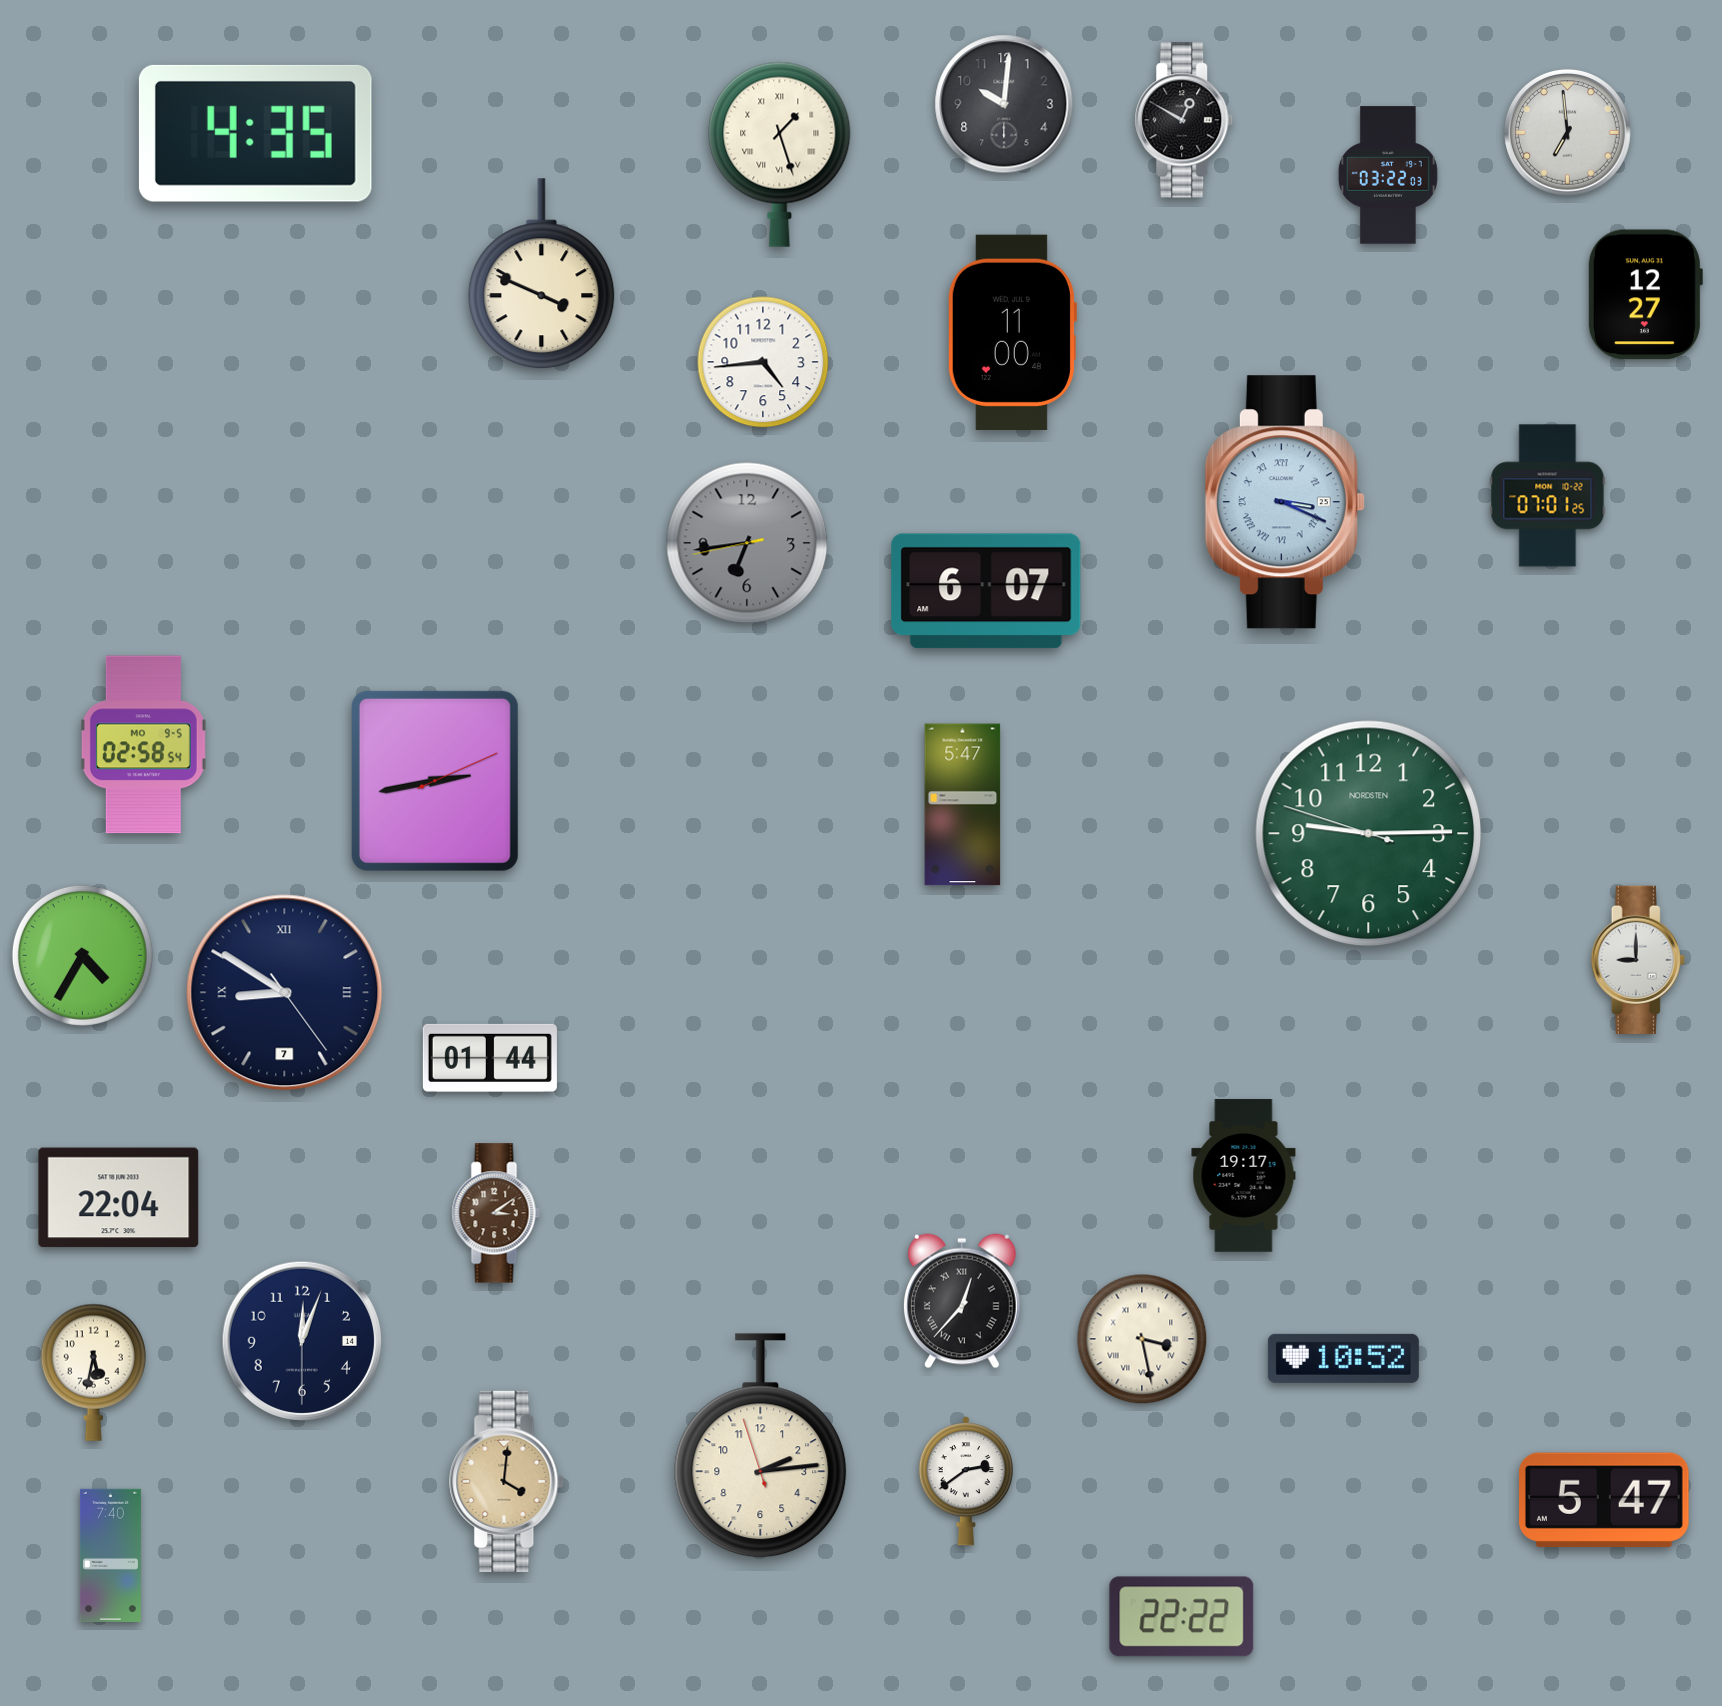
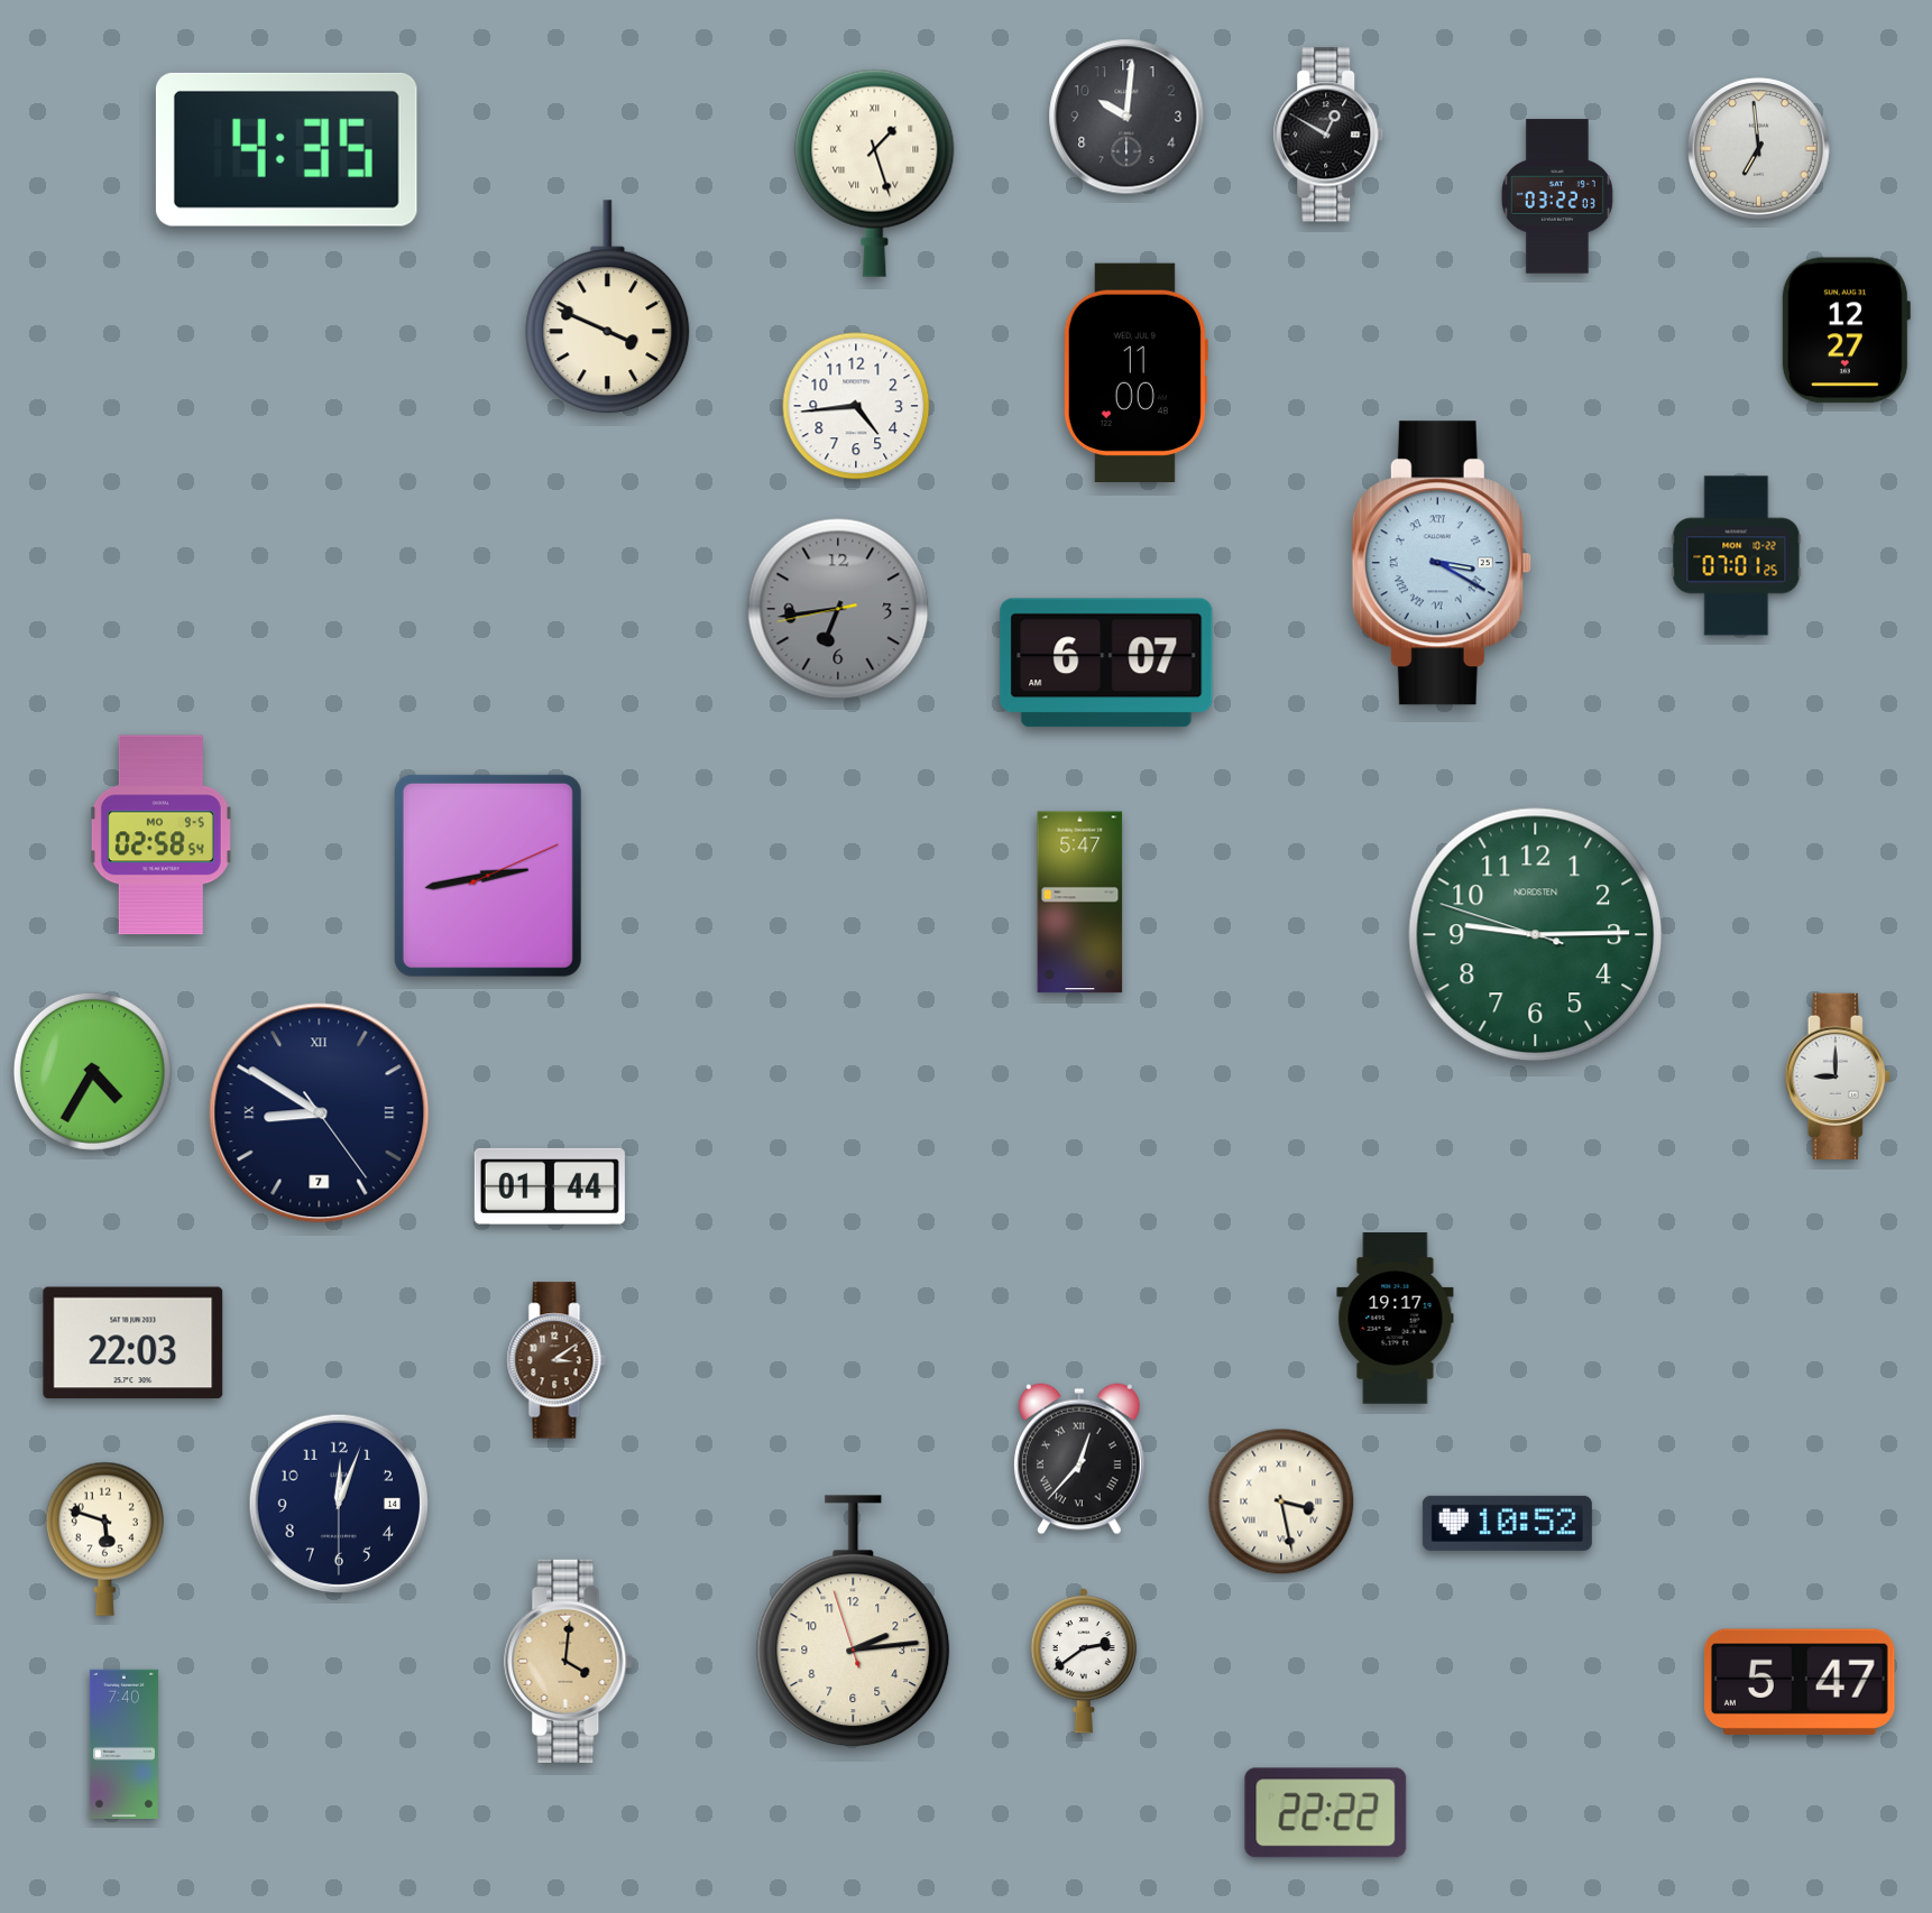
clock at (1285, 502): 3:19 -> 3:20
clock at (119, 1198): 22:04 -> 22:03
clock at (93, 1372): 5:32 -> 5:48
